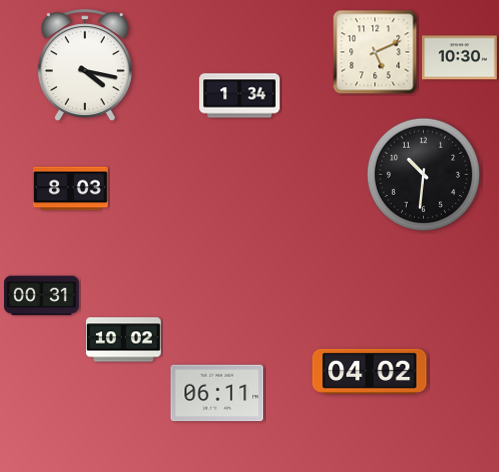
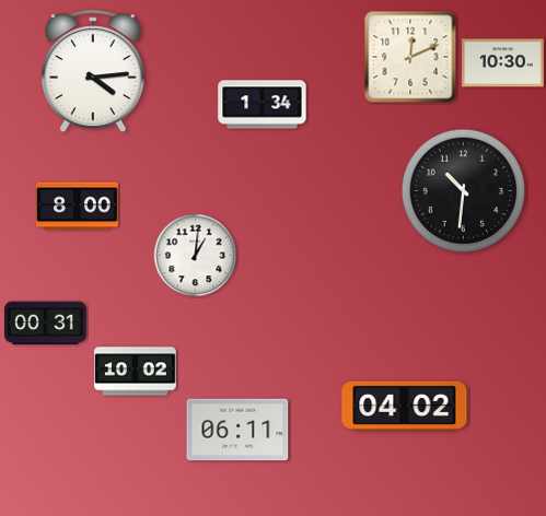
clock at (375, 52): 5:11 -> 12:11
clock at (85, 65): 4:17 -> 4:14
clock at (71, 189): 8:03 -> 8:00
clock at (196, 256): none -> 1:01
